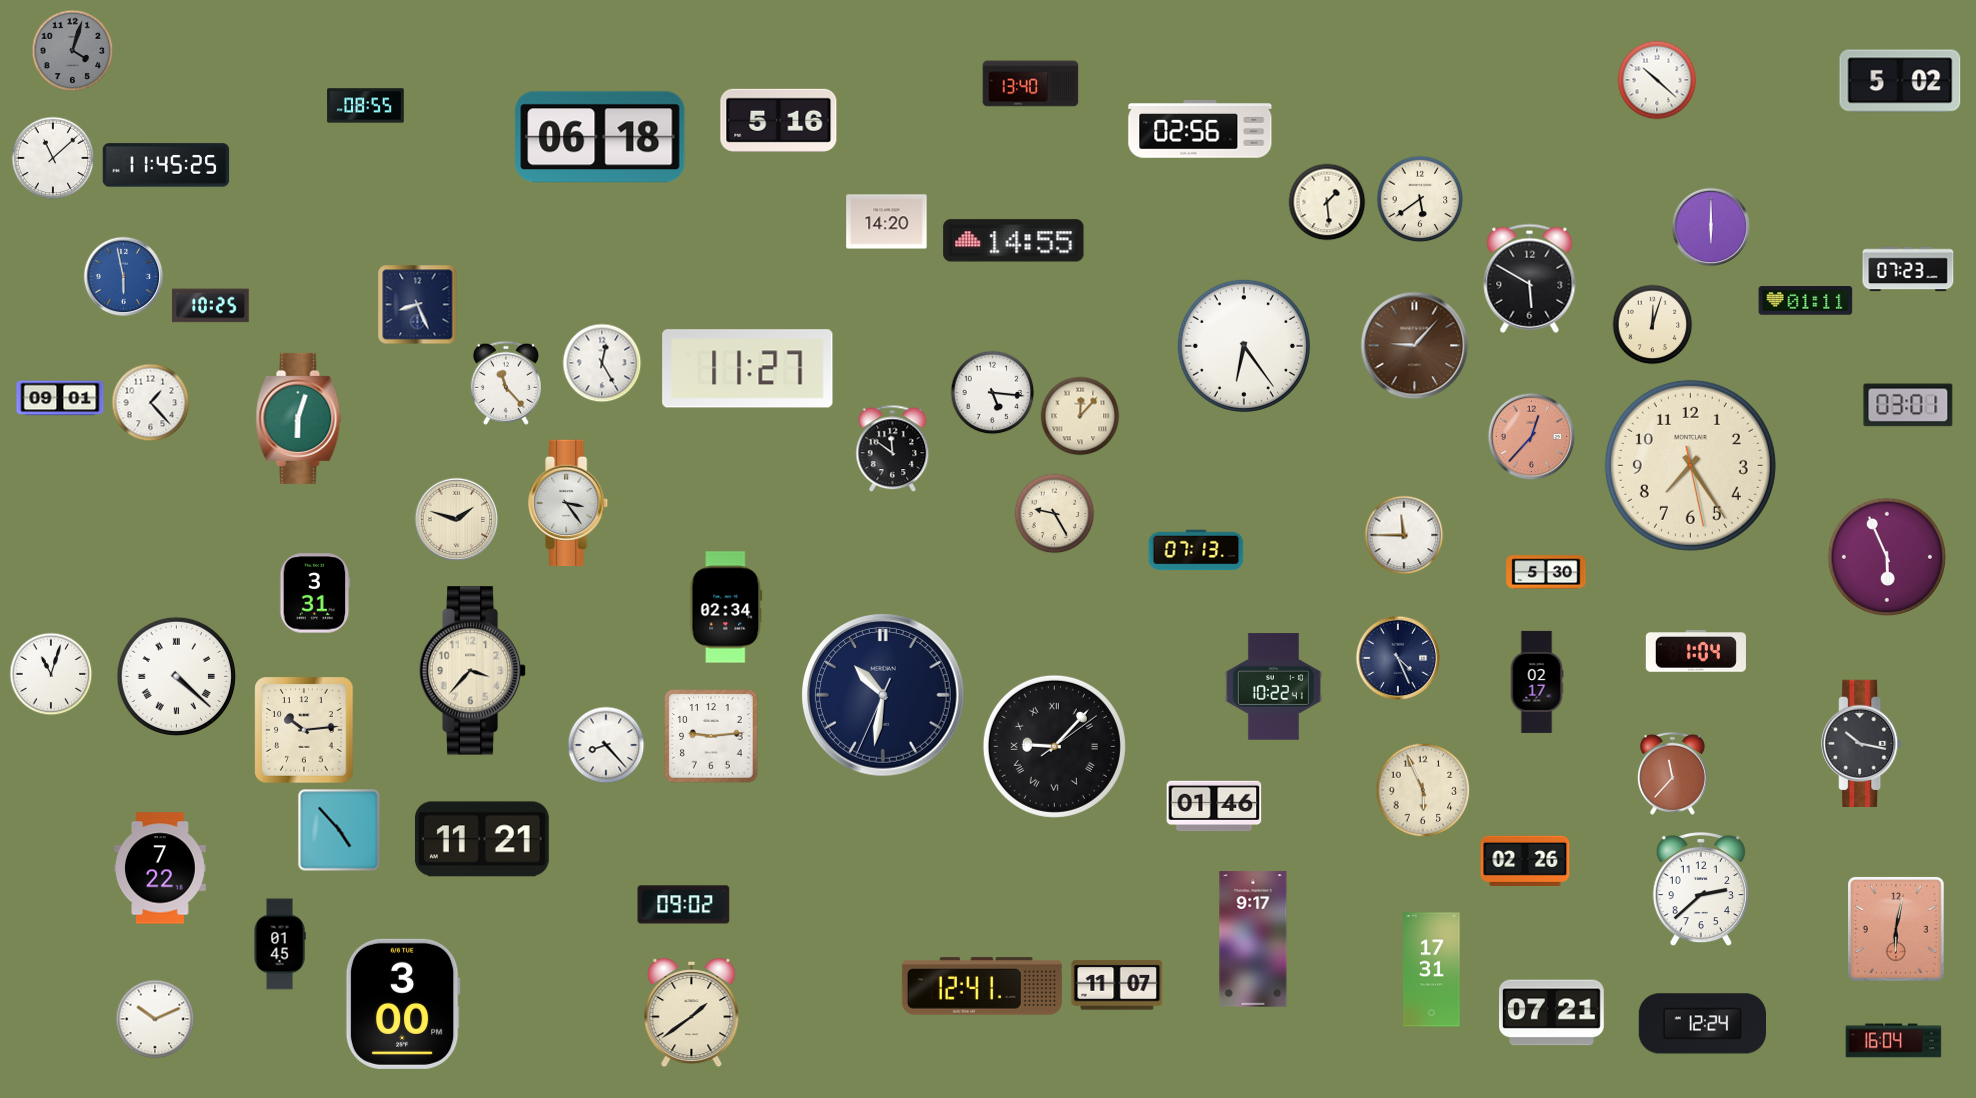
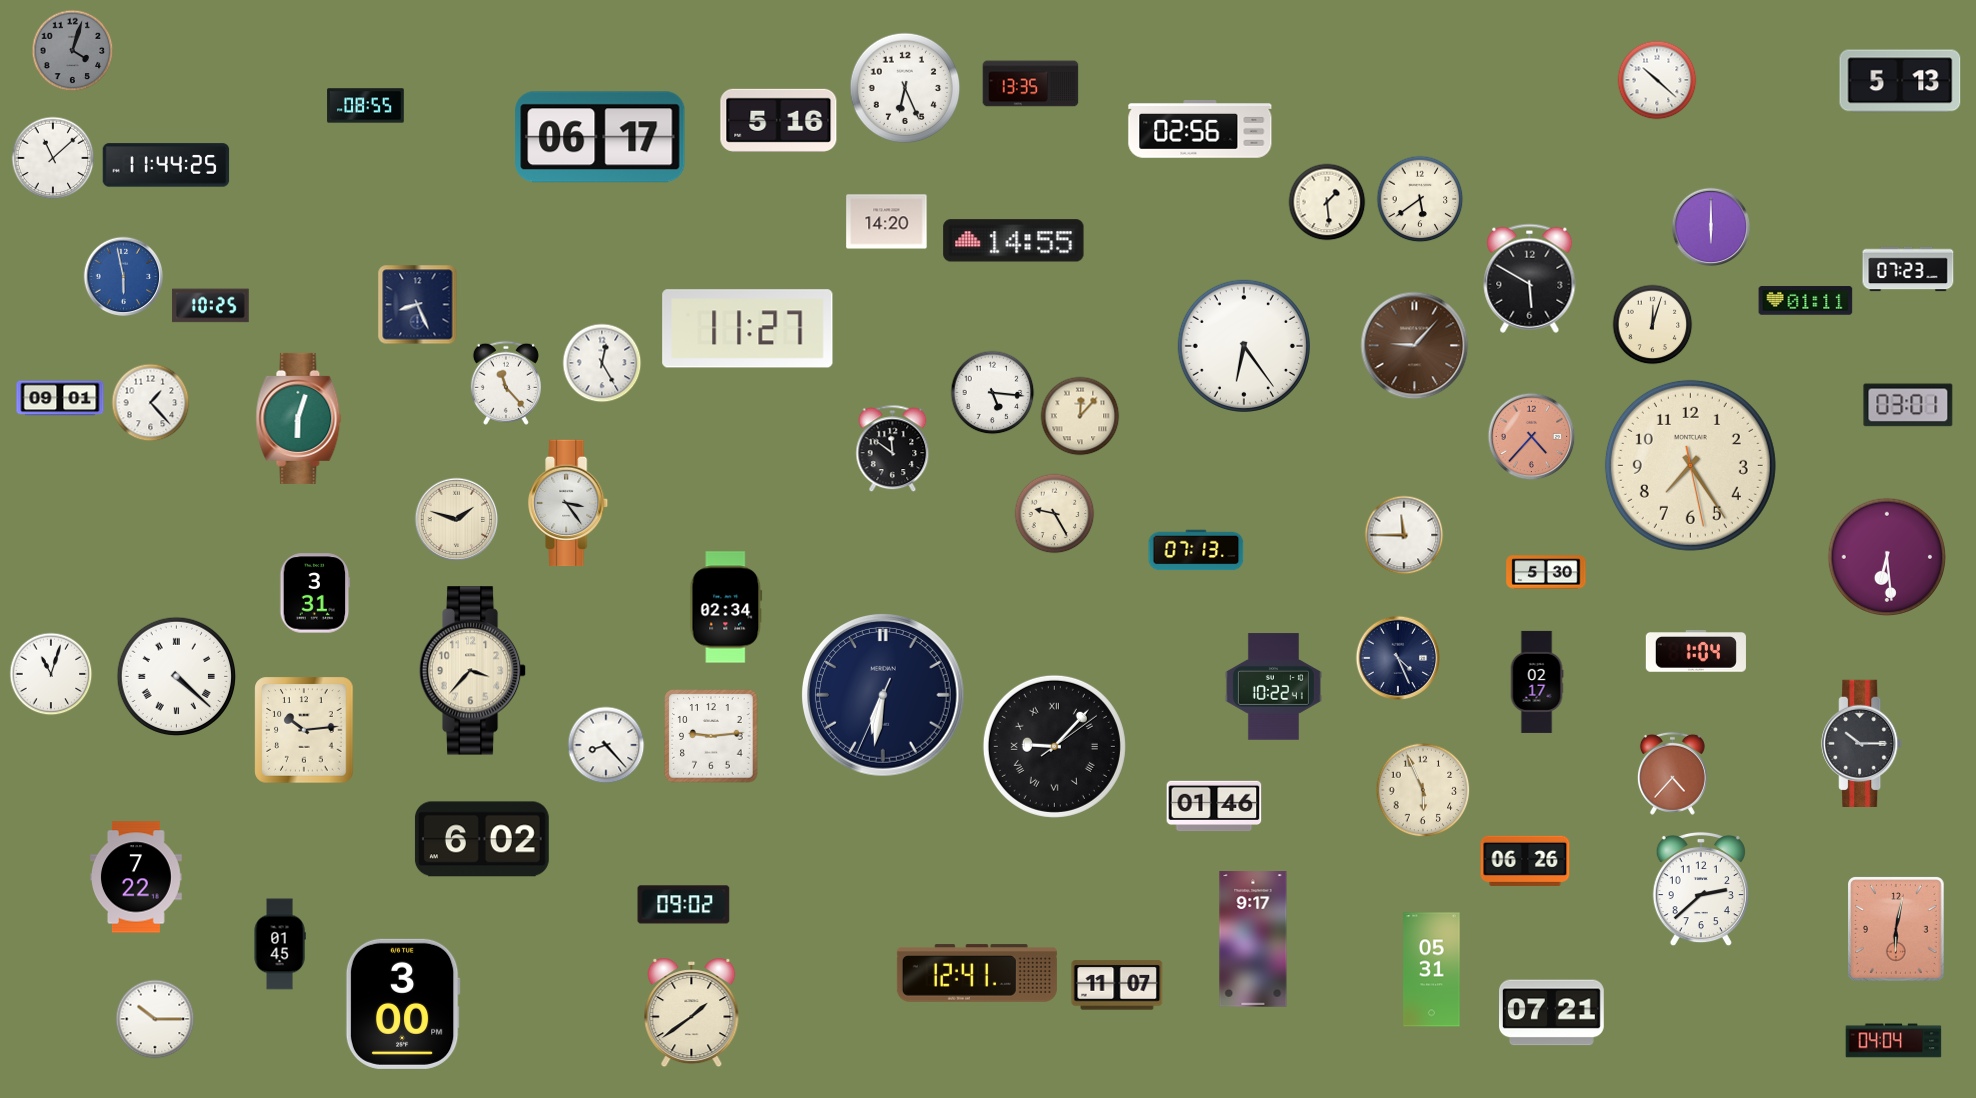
clock at (1900, 81): 5:02 -> 5:13
clock at (1031, 84): 13:40 -> 13:35
clock at (905, 88): none -> 6:26
clock at (600, 137): 06:18 -> 06:17
clock at (166, 165): 11:45 -> 11:44
clock at (748, 369) position: (748, 369) -> (748, 329)
clock at (1532, 437): 12:37 -> 4:37
clock at (1886, 556): 5:56 -> 6:29
clock at (884, 696): 10:31 -> 6:31
clock at (1862, 743): 10:17 -> 10:15
clock at (1672, 773): 11:37 -> 4:37
clock at (339, 830): 4:53 -> none
clock at (482, 839): 11:21 -> 6:02
clock at (1525, 861): 02:26 -> 06:26
clock at (161, 868) position: (161, 868) -> (137, 877)
clock at (1432, 970): 17:31 -> 05:31
clock at (982, 986) position: (982, 986) -> (977, 973)
clock at (155, 1019): 10:11 -> 10:15
clock at (1702, 1024): 12:24 -> none
clock at (1894, 1041): 16:04 -> 04:04
